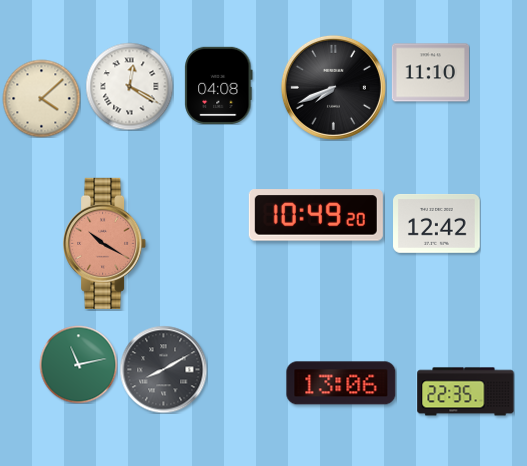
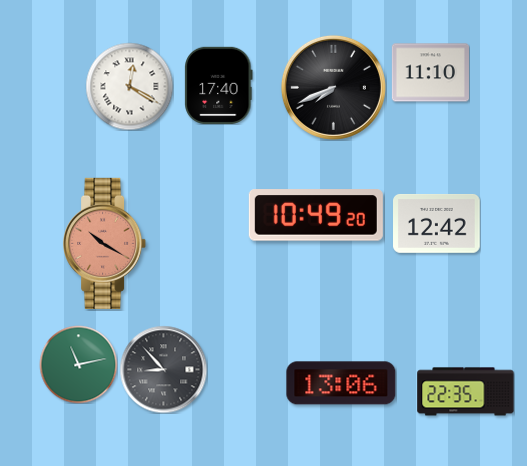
clock at (219, 85): 04:08 -> 17:40
clock at (41, 98): 4:08 -> none
clock at (163, 369): 8:10 -> 8:53
